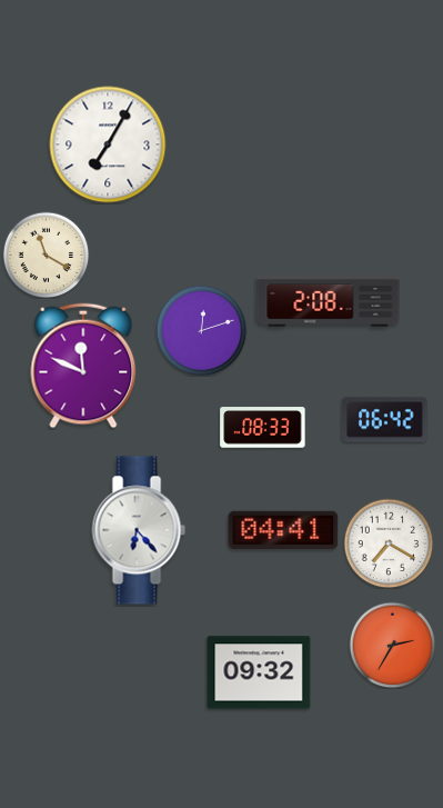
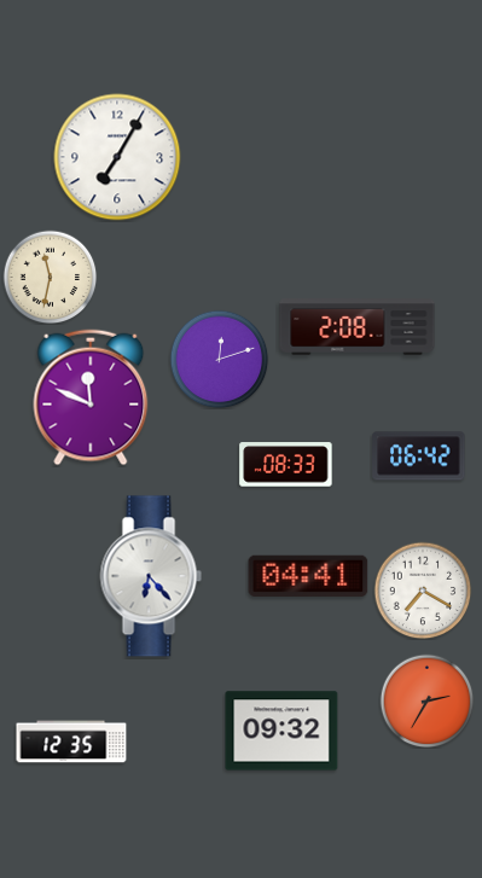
clock at (46, 255): 11:20 -> 11:32
clock at (71, 742): none -> 12:35
